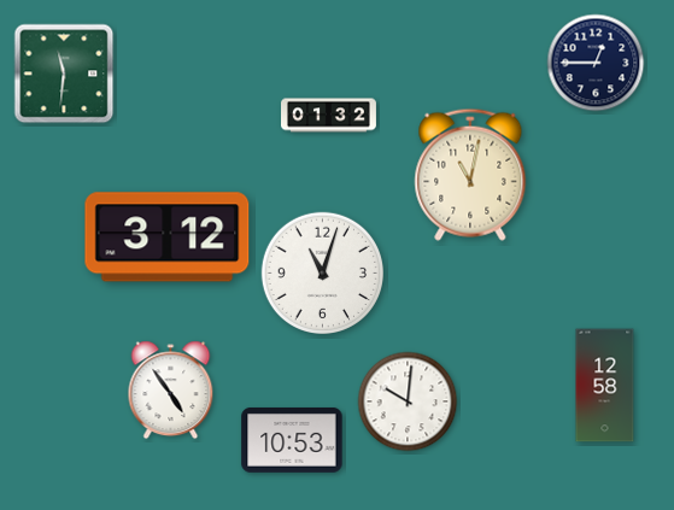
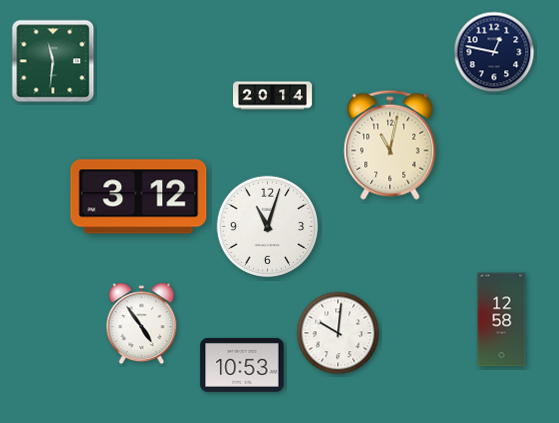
clock at (596, 63): 12:45 -> 12:47
clock at (329, 116): 01:32 -> 20:14
